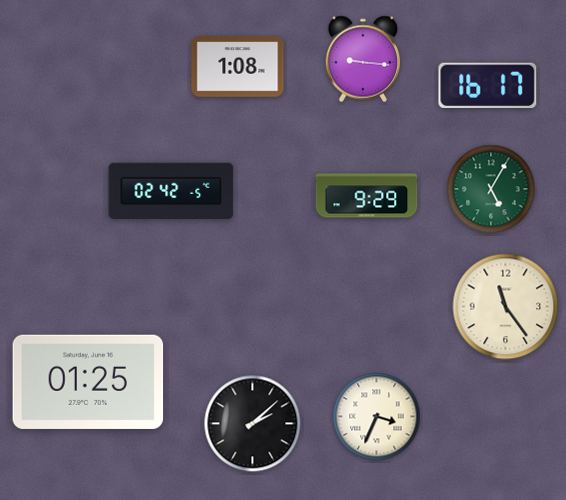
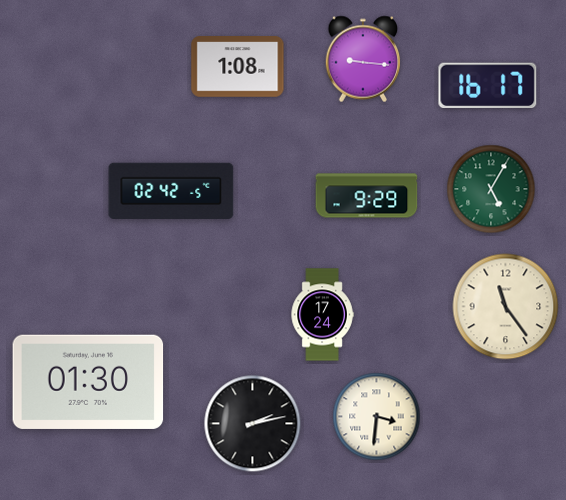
clock at (322, 315): none -> 17:24
clock at (88, 382): 01:25 -> 01:30
clock at (377, 417): 3:34 -> 3:31
clock at (253, 424): 2:08 -> 2:13
